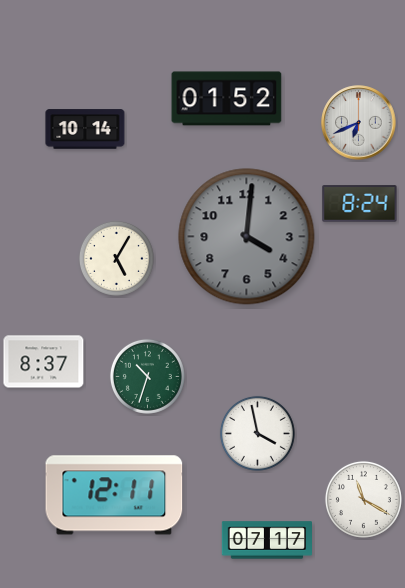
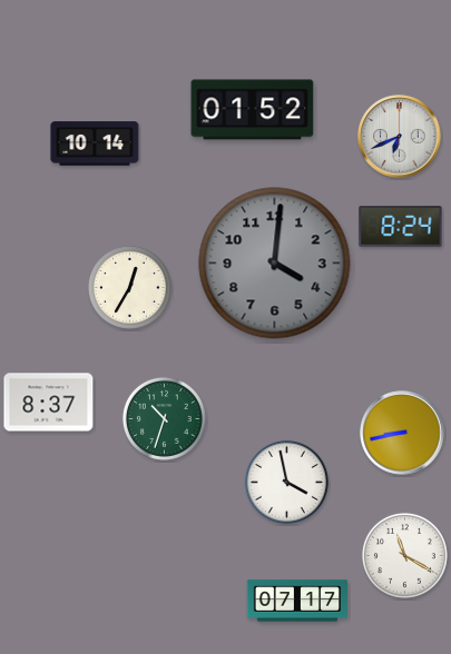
clock at (116, 258): 5:05 -> 12:35
clock at (402, 433): none -> 8:43
clock at (114, 495): 12:11 -> none
